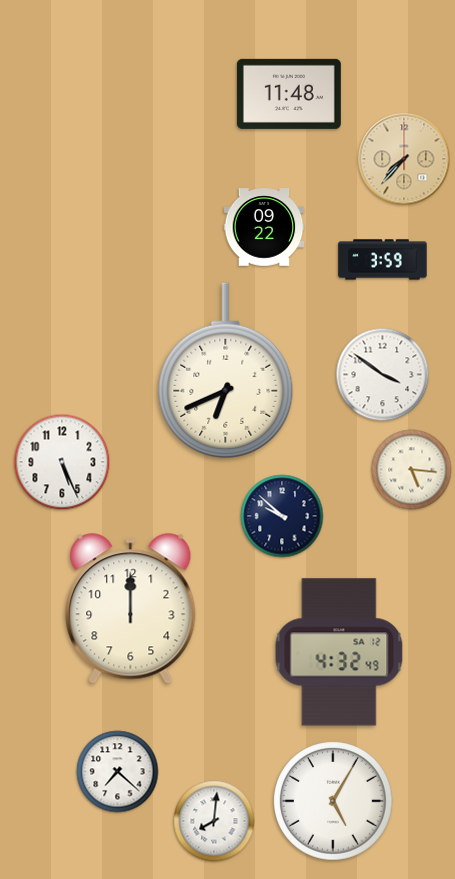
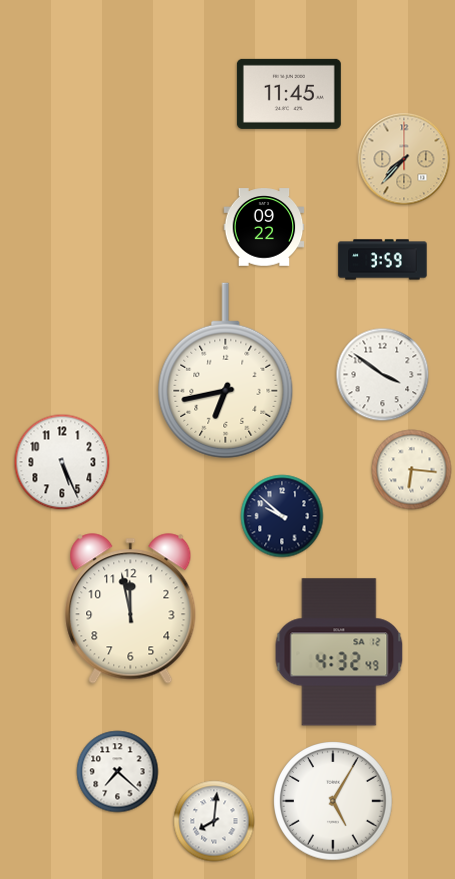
clock at (289, 94): 11:48 -> 11:45
clock at (226, 371): 6:41 -> 6:43
clock at (412, 470): 5:16 -> 6:16
clock at (131, 609): 12:00 -> 11:58
